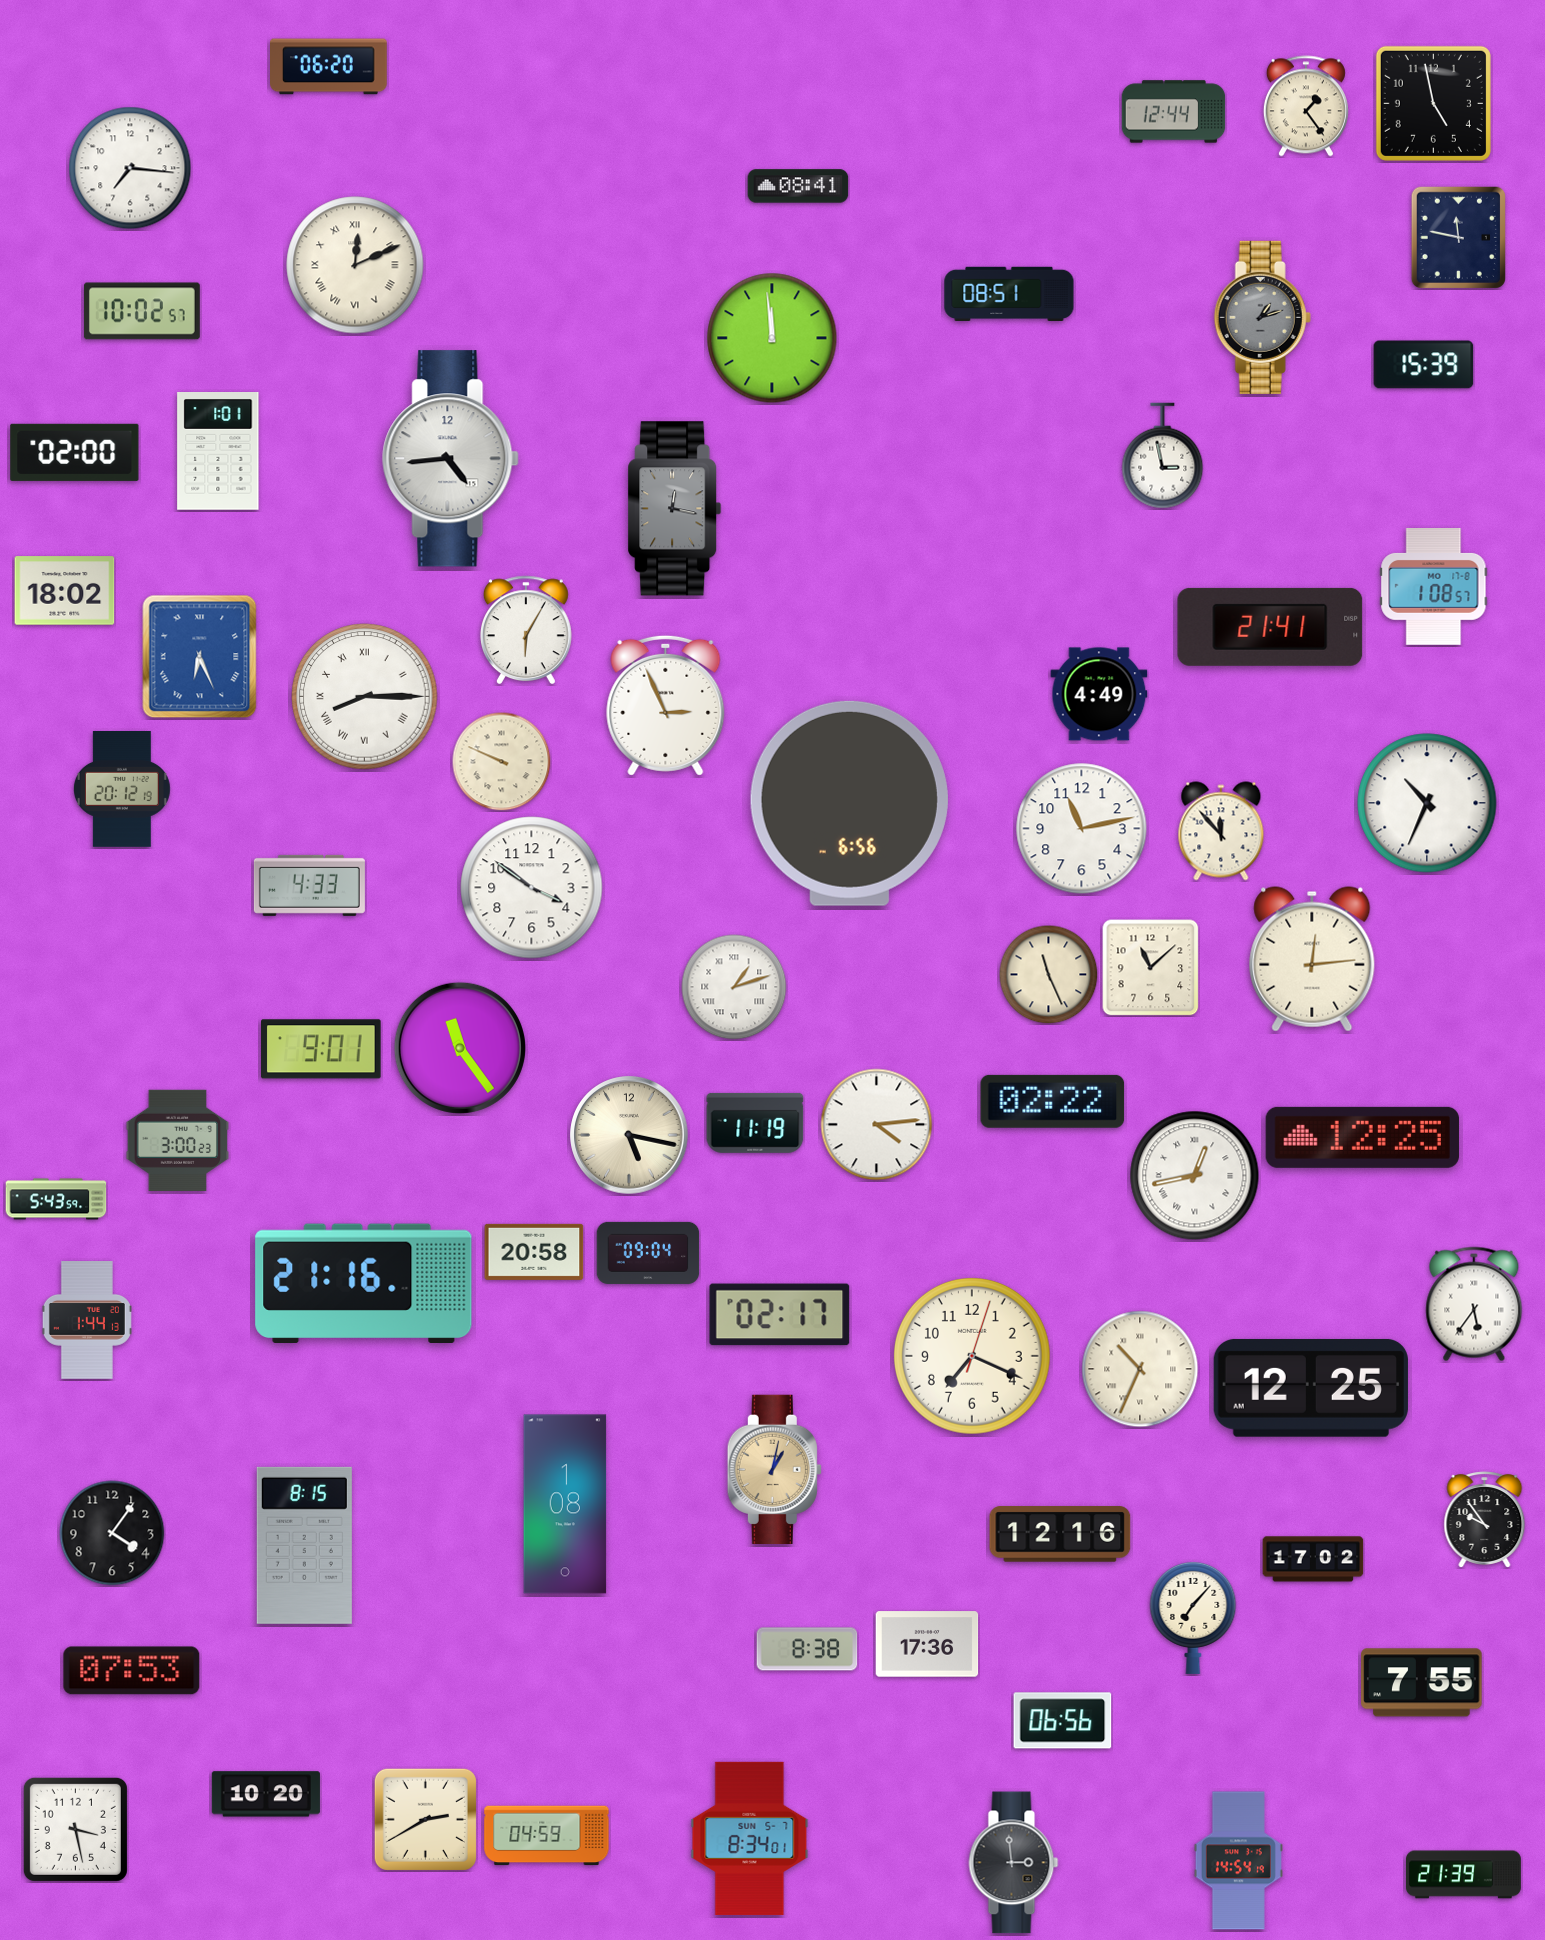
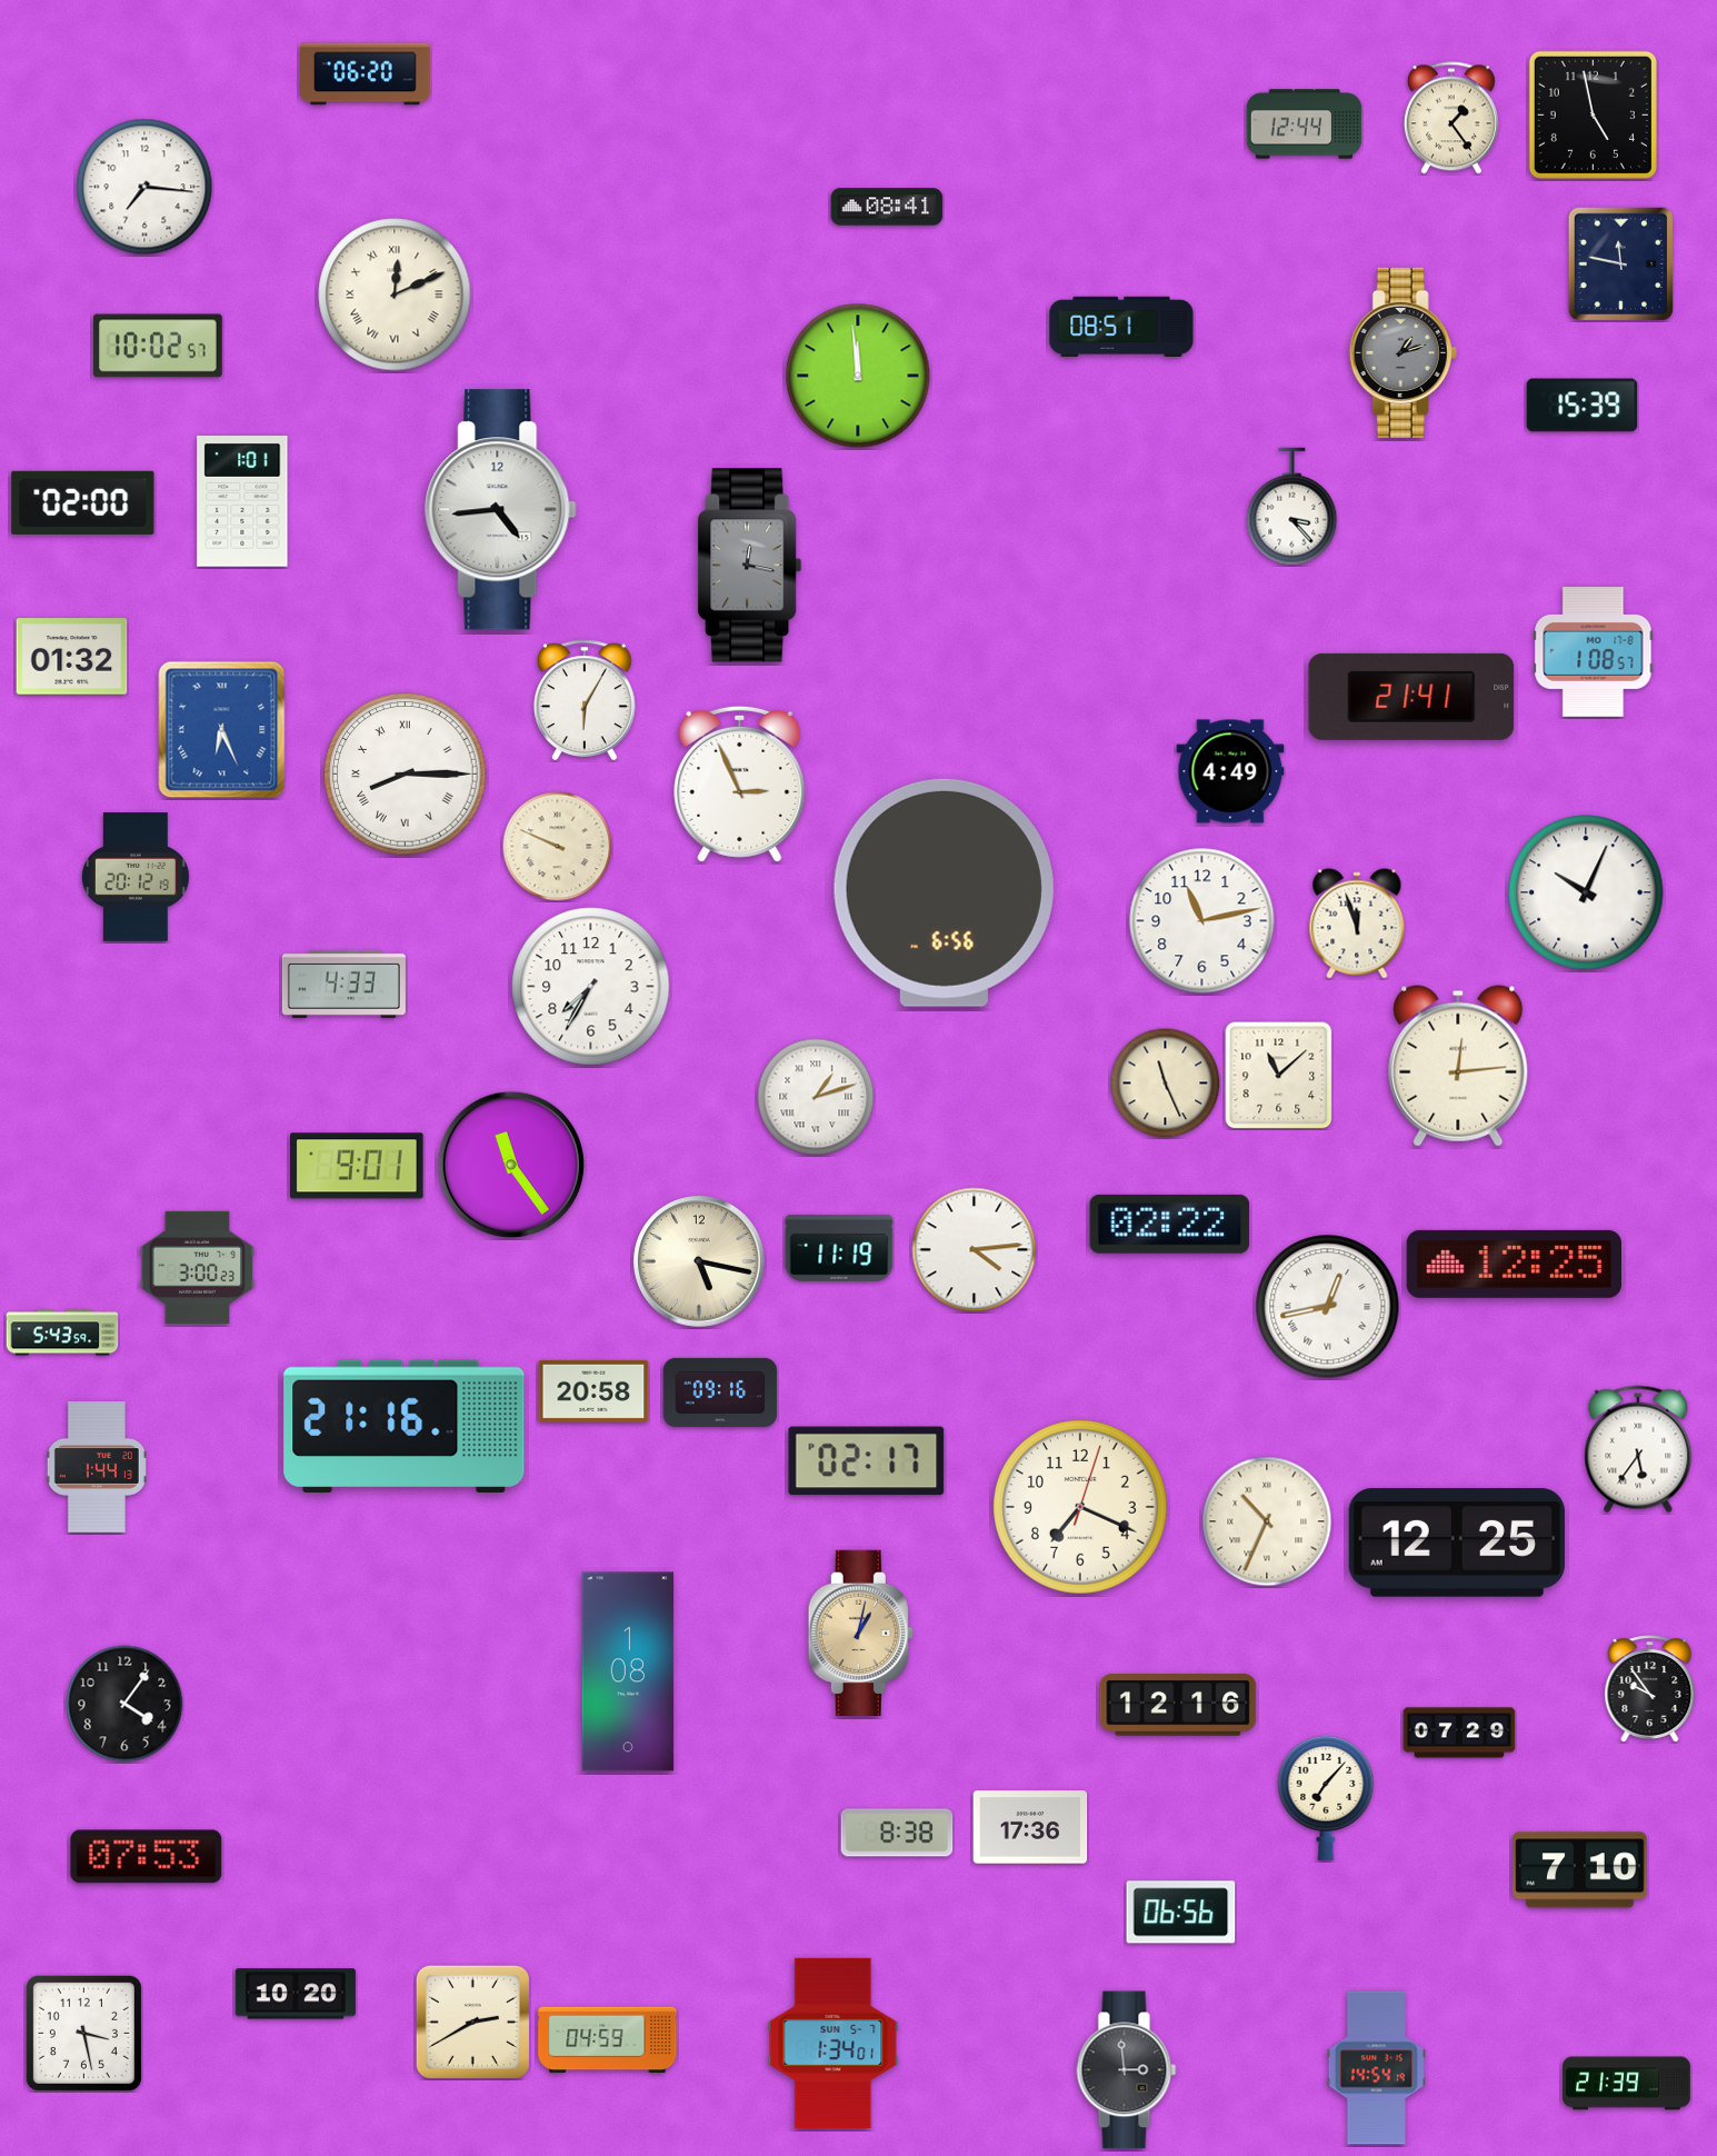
clock at (1163, 456): 2:58 -> 3:23
clock at (65, 591): 18:02 -> 01:32
clock at (1099, 694) position: (1099, 694) -> (1230, 771)
clock at (1427, 803): 10:34 -> 10:04
clock at (1221, 831): 11:53 -> 11:57
clock at (532, 888): 3:51 -> 7:35
clock at (648, 1253): 09:04 -> 09:16
clock at (304, 1545): 8:15 -> none
clock at (1313, 1559): 17:02 -> 07:29
clock at (1422, 1683): 7:55 -> 7:10
clock at (750, 1838): 8:34 -> 1:34
